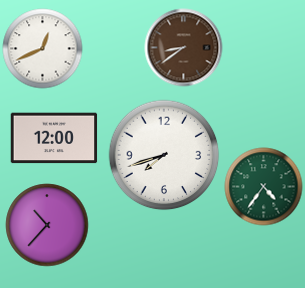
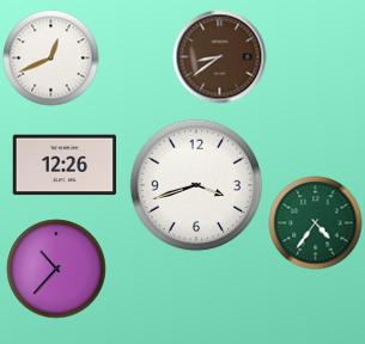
clock at (54, 138): 12:00 -> 12:26
clock at (164, 155): 7:42 -> 3:42
